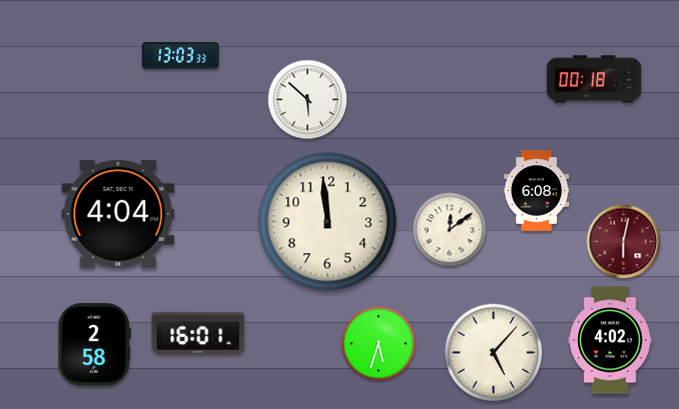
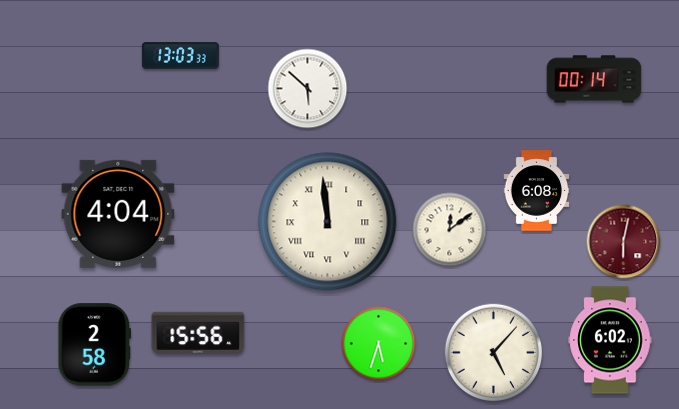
clock at (594, 79): 00:18 -> 00:14
clock at (308, 100) position: (308, 100) -> (308, 89)
clock at (328, 222) numerals: Arabic -> Roman
clock at (198, 333): 16:01 -> 15:56
clock at (610, 340): 4:02 -> 6:02
